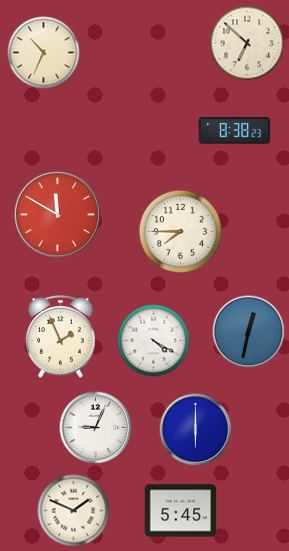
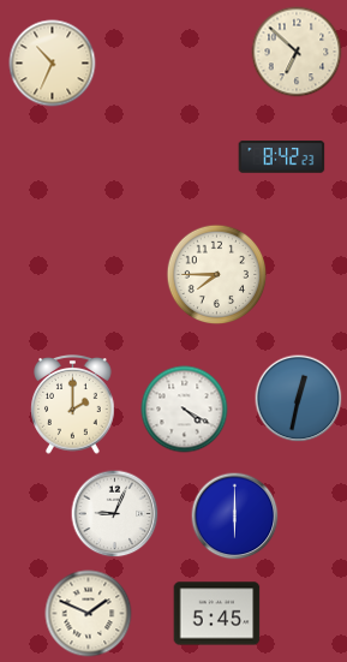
clock at (235, 131): 8:38 -> 8:42
clock at (57, 214): 11:50 -> none
clock at (181, 232) position: (181, 232) -> (217, 275)
clock at (61, 337): 1:56 -> 2:00
